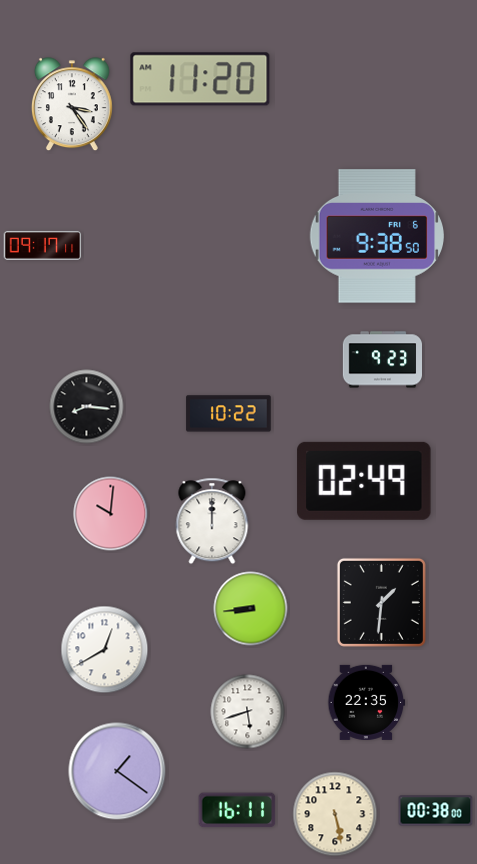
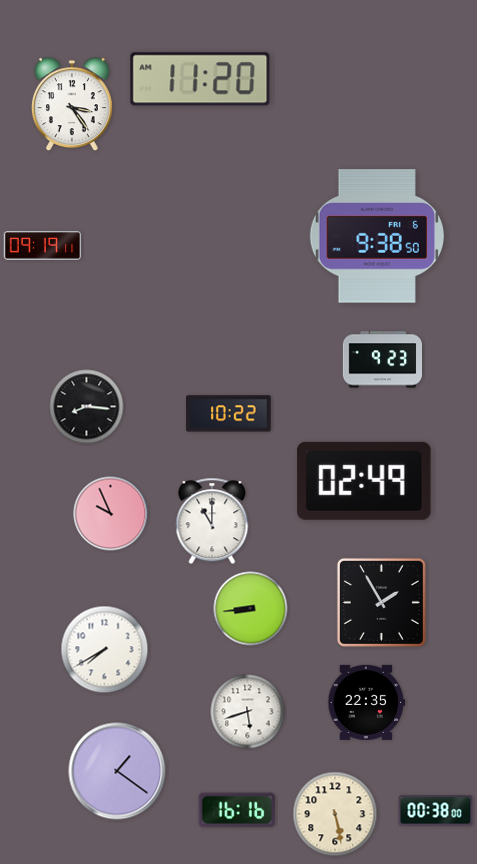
clock at (43, 245): 09:17 -> 09:19
clock at (111, 514): 10:01 -> 9:56
clock at (212, 521): 12:00 -> 11:00
clock at (381, 602): 1:31 -> 1:55
clock at (105, 650): 12:40 -> 7:40
clock at (237, 810): 16:11 -> 16:16
